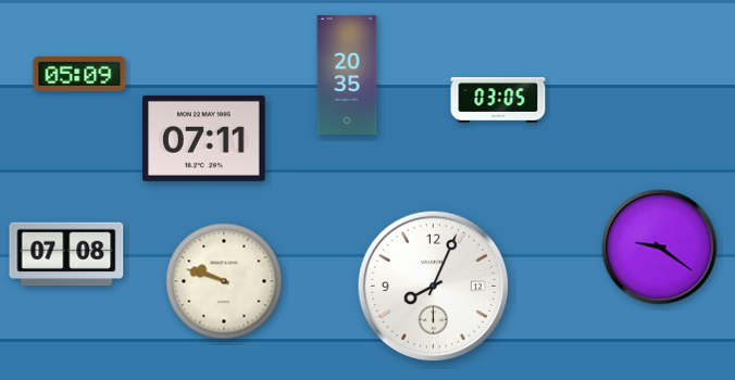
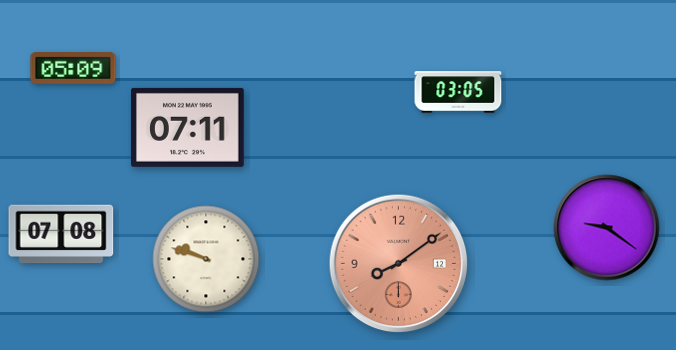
clock at (347, 75): 20:35 -> none
clock at (434, 287): 8:04 -> 8:09
clock at (434, 287) dial: white -> salmon
